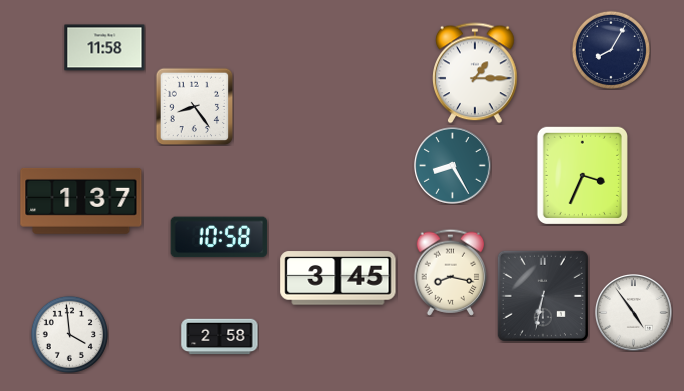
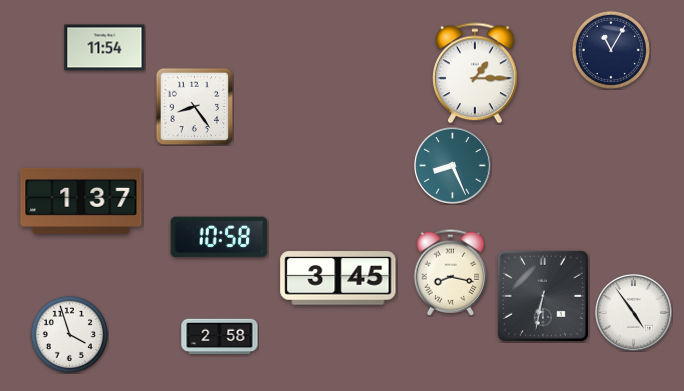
clock at (105, 48): 11:58 -> 11:54
clock at (611, 50): 8:05 -> 11:05
clock at (453, 166): 8:25 -> 8:26
clock at (582, 175): 3:34 -> none
clock at (69, 334): 3:59 -> 3:57
